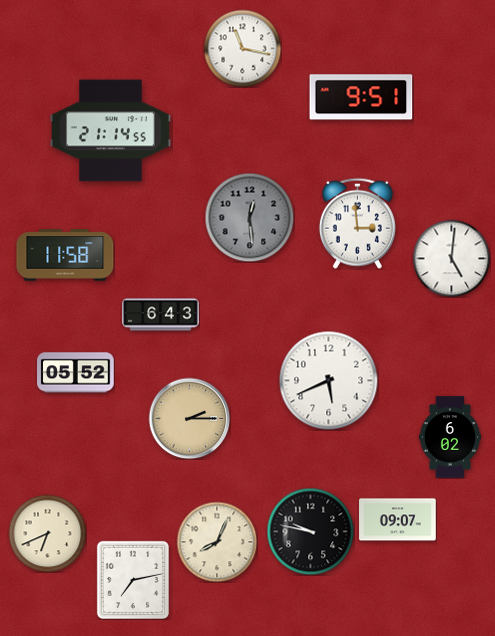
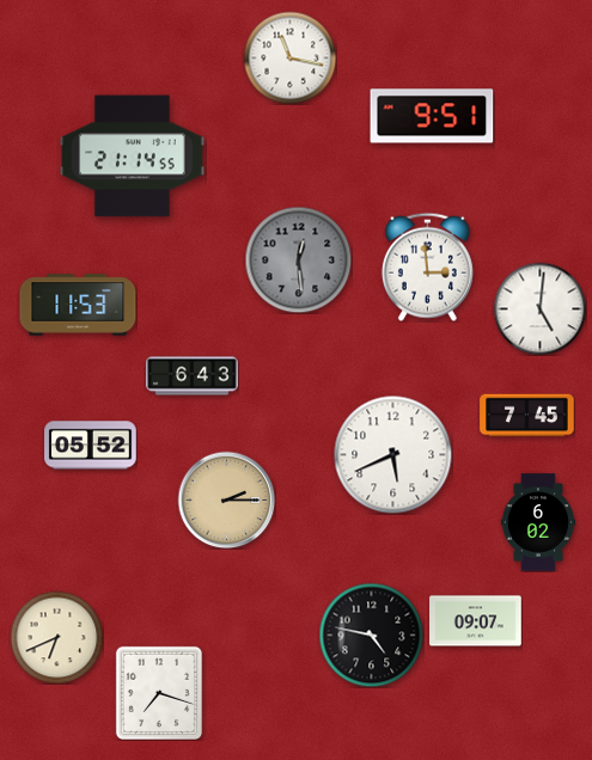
clock at (65, 255): 11:58 -> 11:53
clock at (527, 416): none -> 7:45
clock at (310, 531): 9:47 -> 4:47
clock at (217, 542): 8:04 -> none
clock at (133, 580): 7:13 -> 7:18
